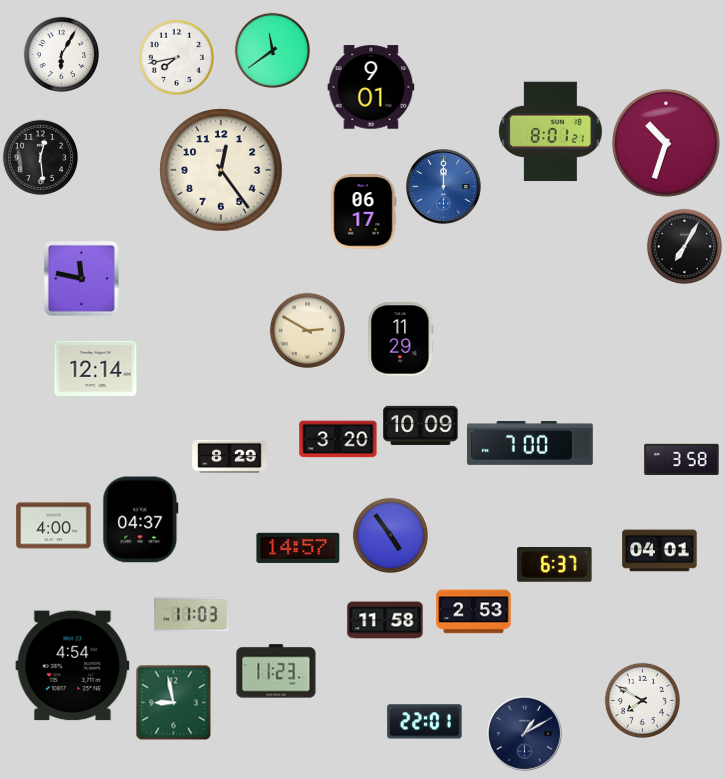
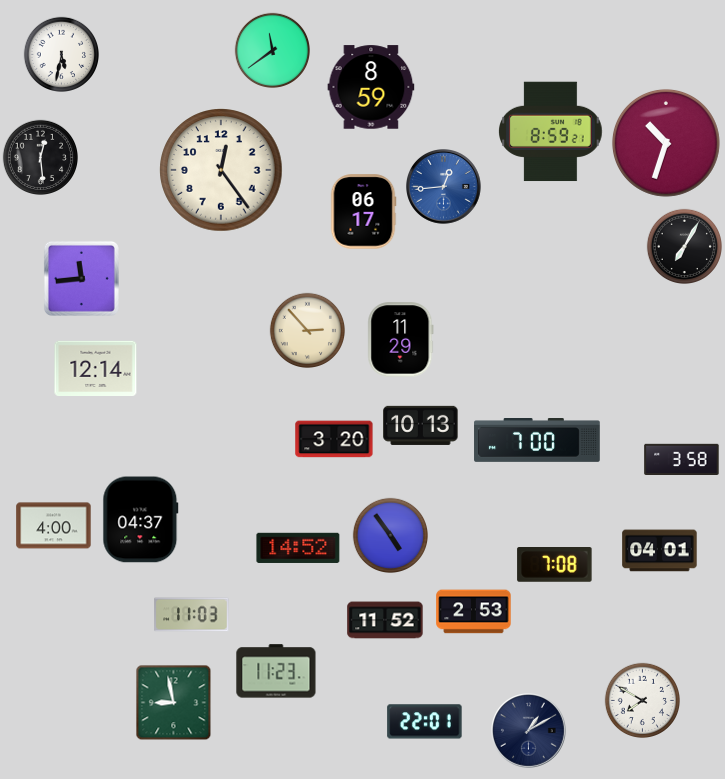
clock at (61, 54): 6:05 -> 5:32
clock at (176, 57): 7:43 -> none
clock at (371, 87): 9:01 -> 8:59
clock at (551, 132): 8:01 -> 8:59
clock at (444, 187): 12:00 -> 12:44
clock at (81, 278): 11:47 -> 11:44
clock at (307, 330): 2:50 -> 2:53
clock at (421, 425): 10:09 -> 10:13
clock at (338, 439) position: (338, 439) -> (334, 439)
clock at (530, 444) position: (530, 444) -> (537, 441)
clock at (230, 457): 8:29 -> none
clock at (298, 548): 14:57 -> 14:52
clock at (555, 565): 6:37 -> 7:08
clock at (385, 620): 11:58 -> 11:52
clock at (73, 666): 4:54 -> none
clock at (525, 734) position: (525, 734) -> (529, 731)
